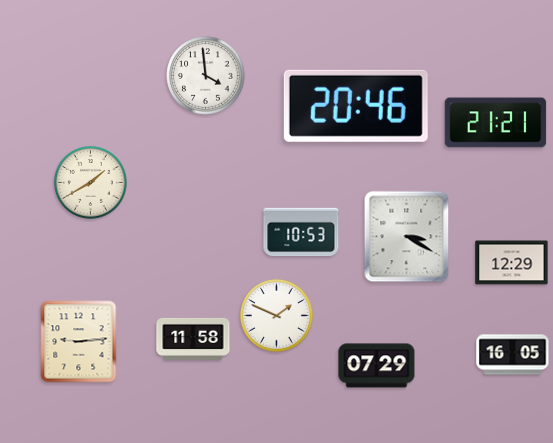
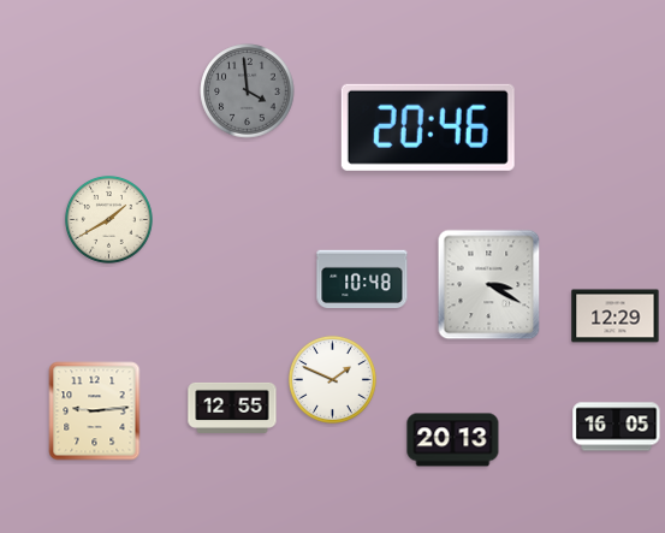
clock at (206, 76) dial: white -> grey
clock at (496, 123): 21:21 -> none
clock at (301, 232): 10:53 -> 10:48
clock at (193, 339): 11:58 -> 12:55
clock at (377, 366): 07:29 -> 20:13
